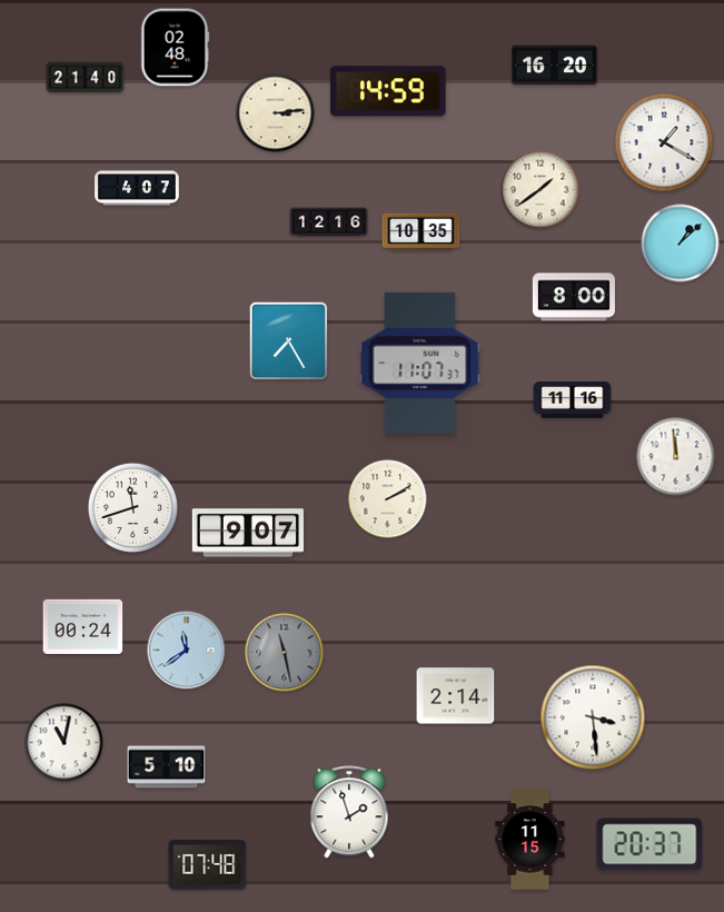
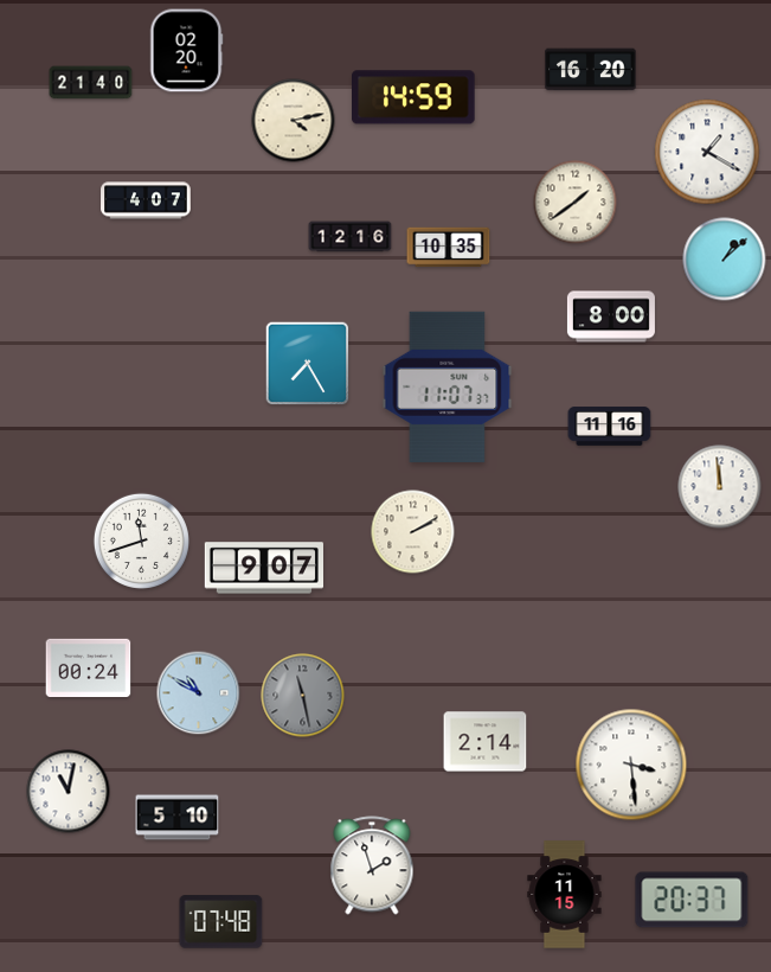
clock at (175, 48): 02:48 -> 02:20
clock at (276, 113): 3:14 -> 4:13
clock at (187, 651): 11:39 -> 10:50
